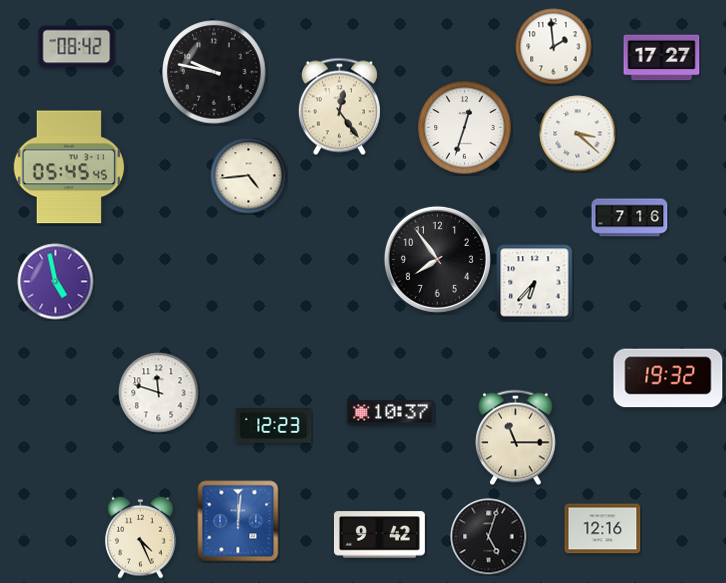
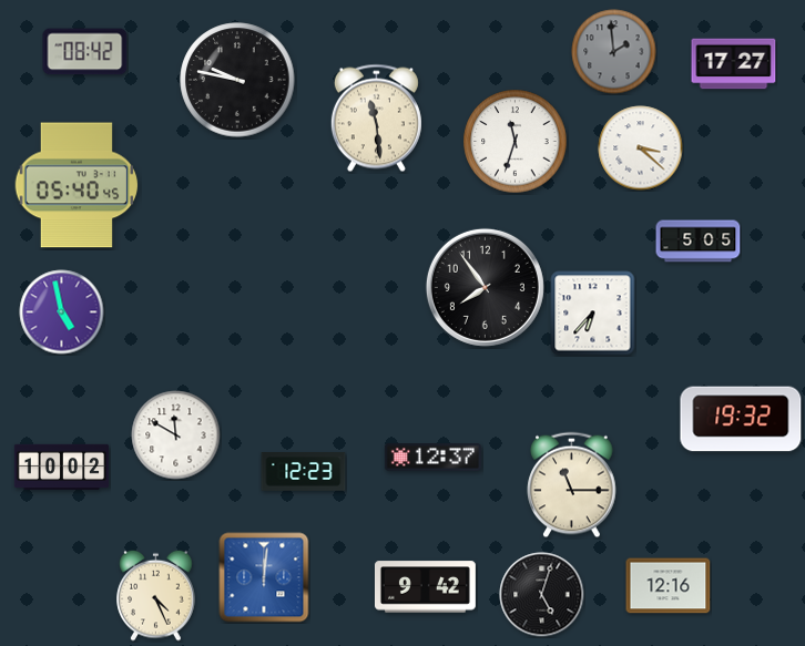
clock at (554, 47) dial: white -> grey
clock at (339, 107): 12:24 -> 11:29
clock at (465, 128): 12:33 -> 11:33
clock at (69, 167): 05:45 -> 05:40
clock at (249, 176): 4:44 -> none
clock at (630, 218): 7:16 -> 5:05
clock at (159, 393): 11:48 -> 11:50
clock at (390, 413): 10:37 -> 12:37
clock at (62, 466): none -> 10:02
clock at (379, 535) position: (379, 535) -> (425, 587)
